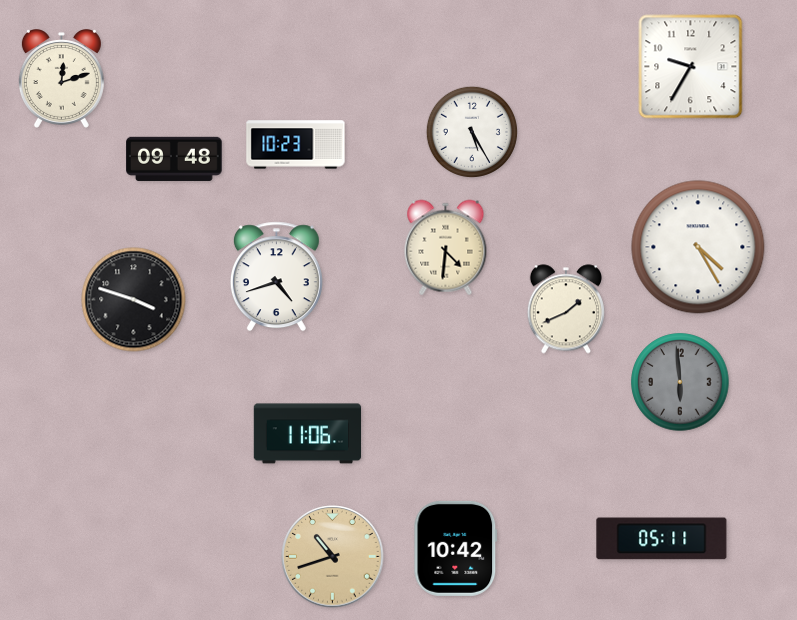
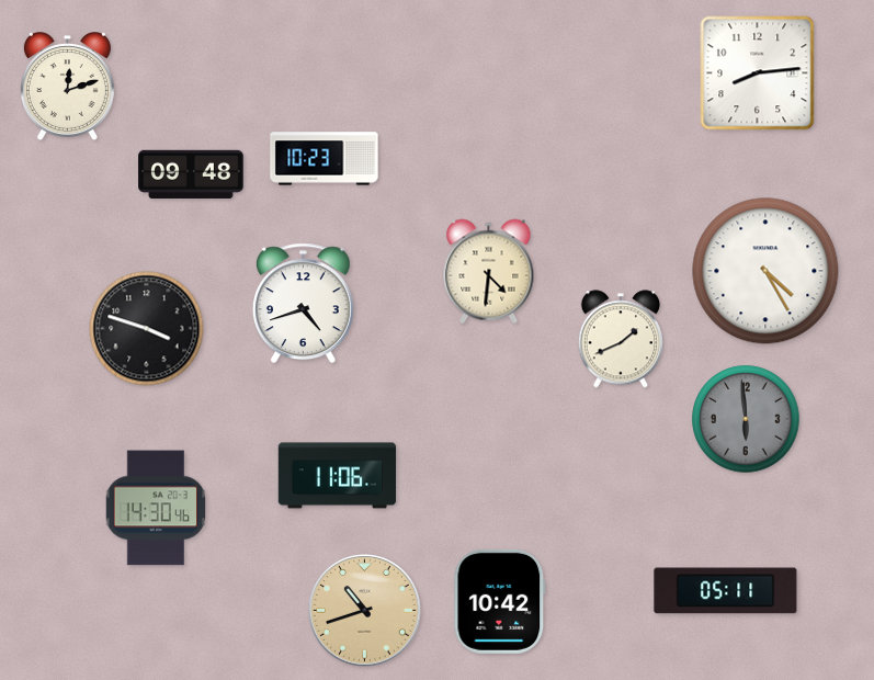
clock at (691, 67): 9:35 -> 8:14
clock at (472, 132): 5:25 -> none
clock at (155, 508): none -> 14:30
